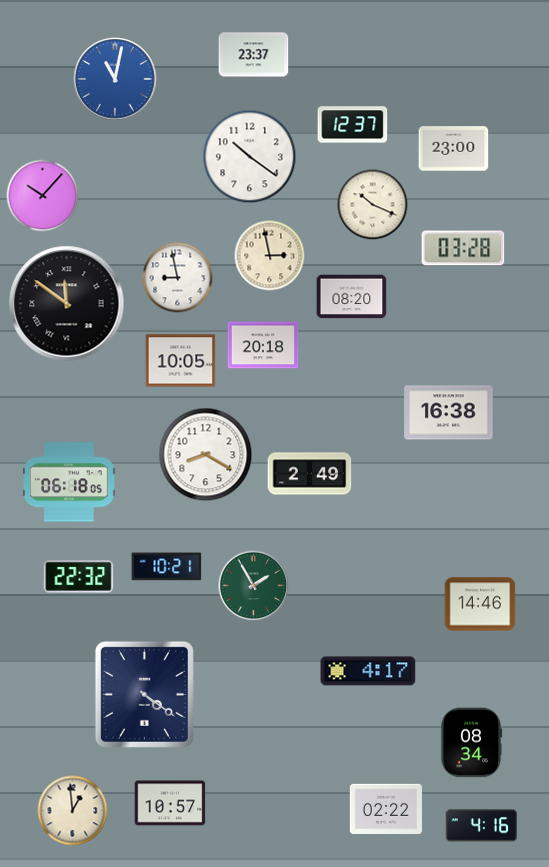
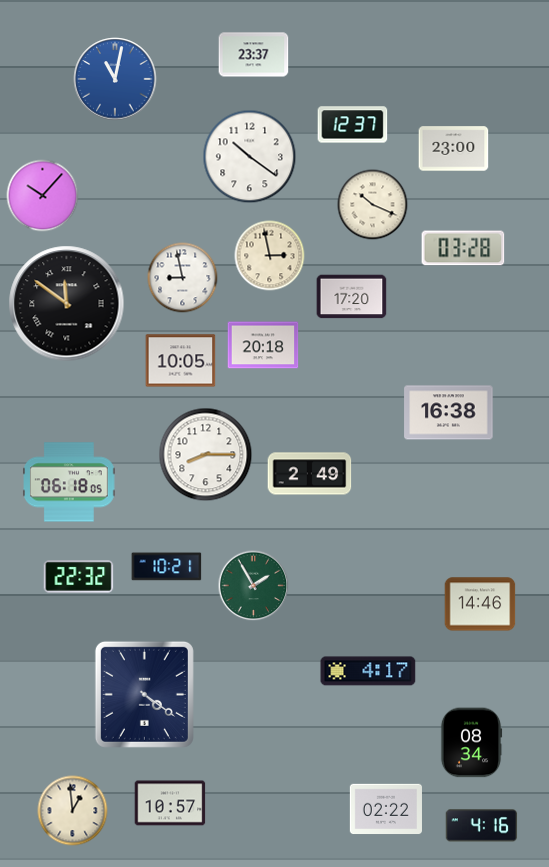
clock at (178, 278) position: (178, 278) -> (183, 278)
clock at (352, 297): 08:20 -> 17:20
clock at (206, 455): 8:20 -> 8:15
